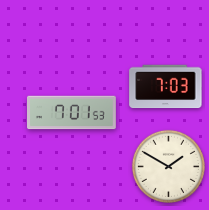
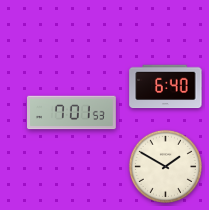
clock at (166, 87): 7:03 -> 6:40
clock at (168, 166) position: (168, 166) -> (165, 166)
